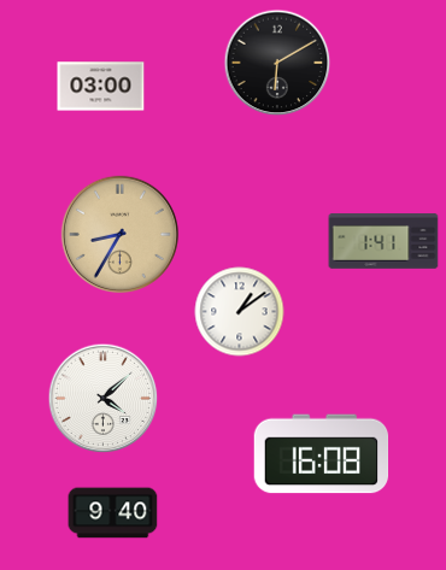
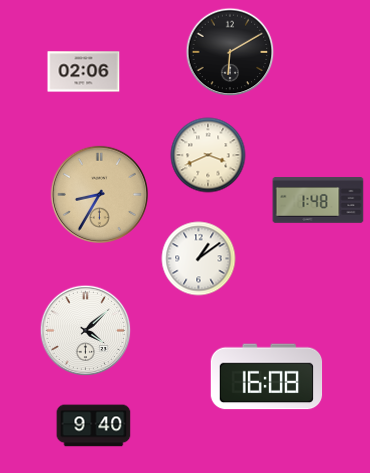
clock at (101, 87): 03:00 -> 02:06
clock at (208, 155): none -> 3:41
clock at (383, 241): 1:41 -> 1:48
